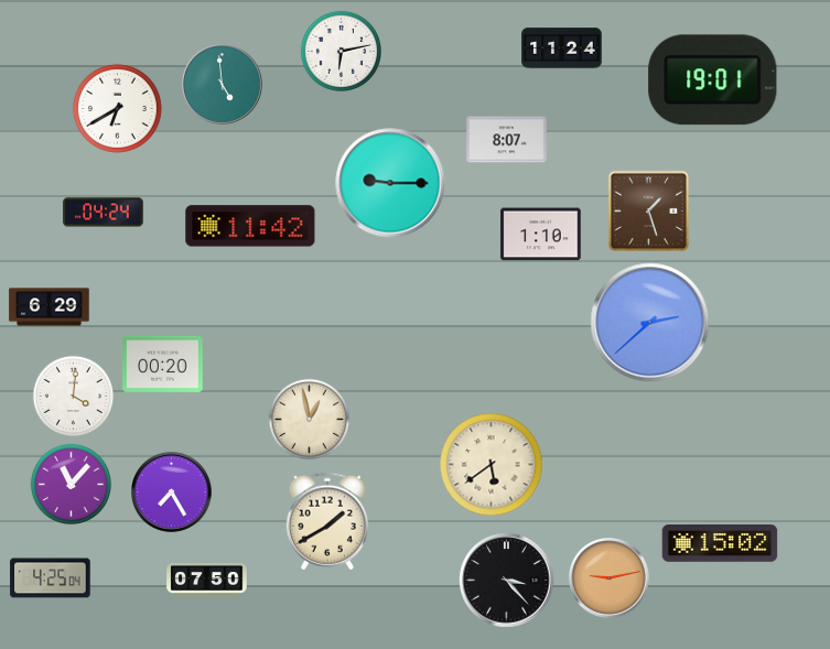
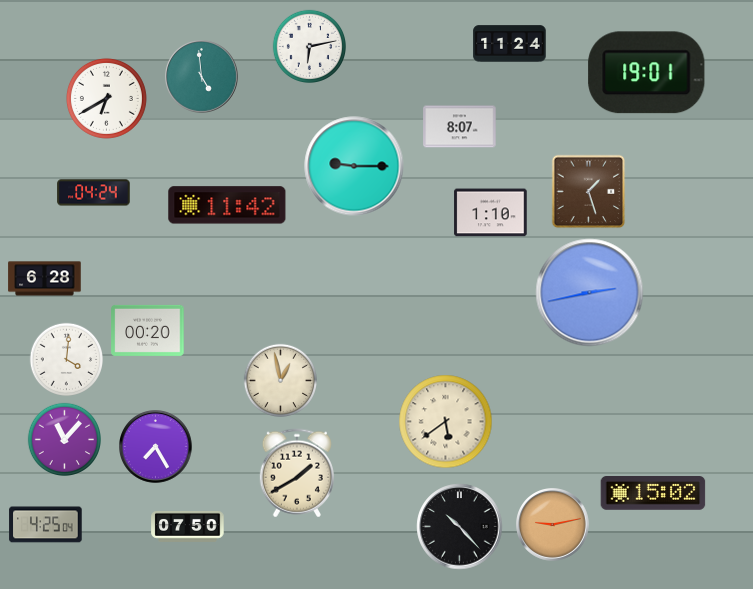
clock at (50, 307): 6:29 -> 6:28
clock at (650, 323): 2:38 -> 2:43
clock at (507, 581): 3:23 -> 10:23
